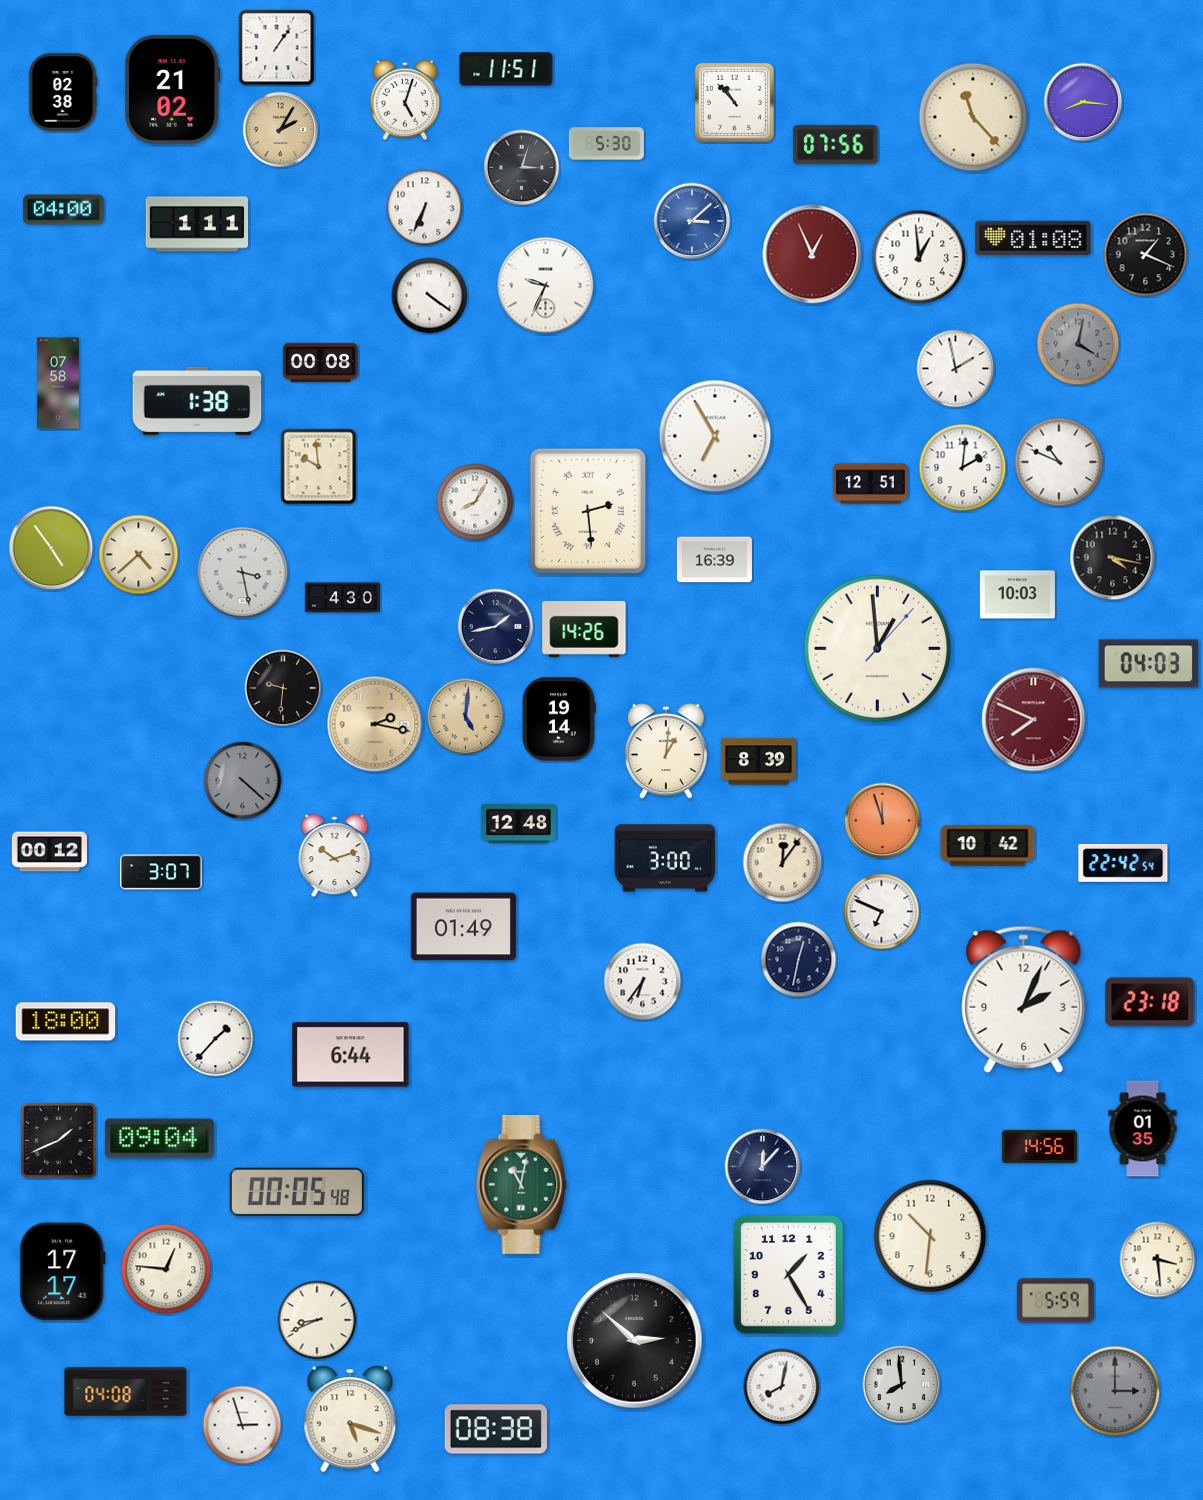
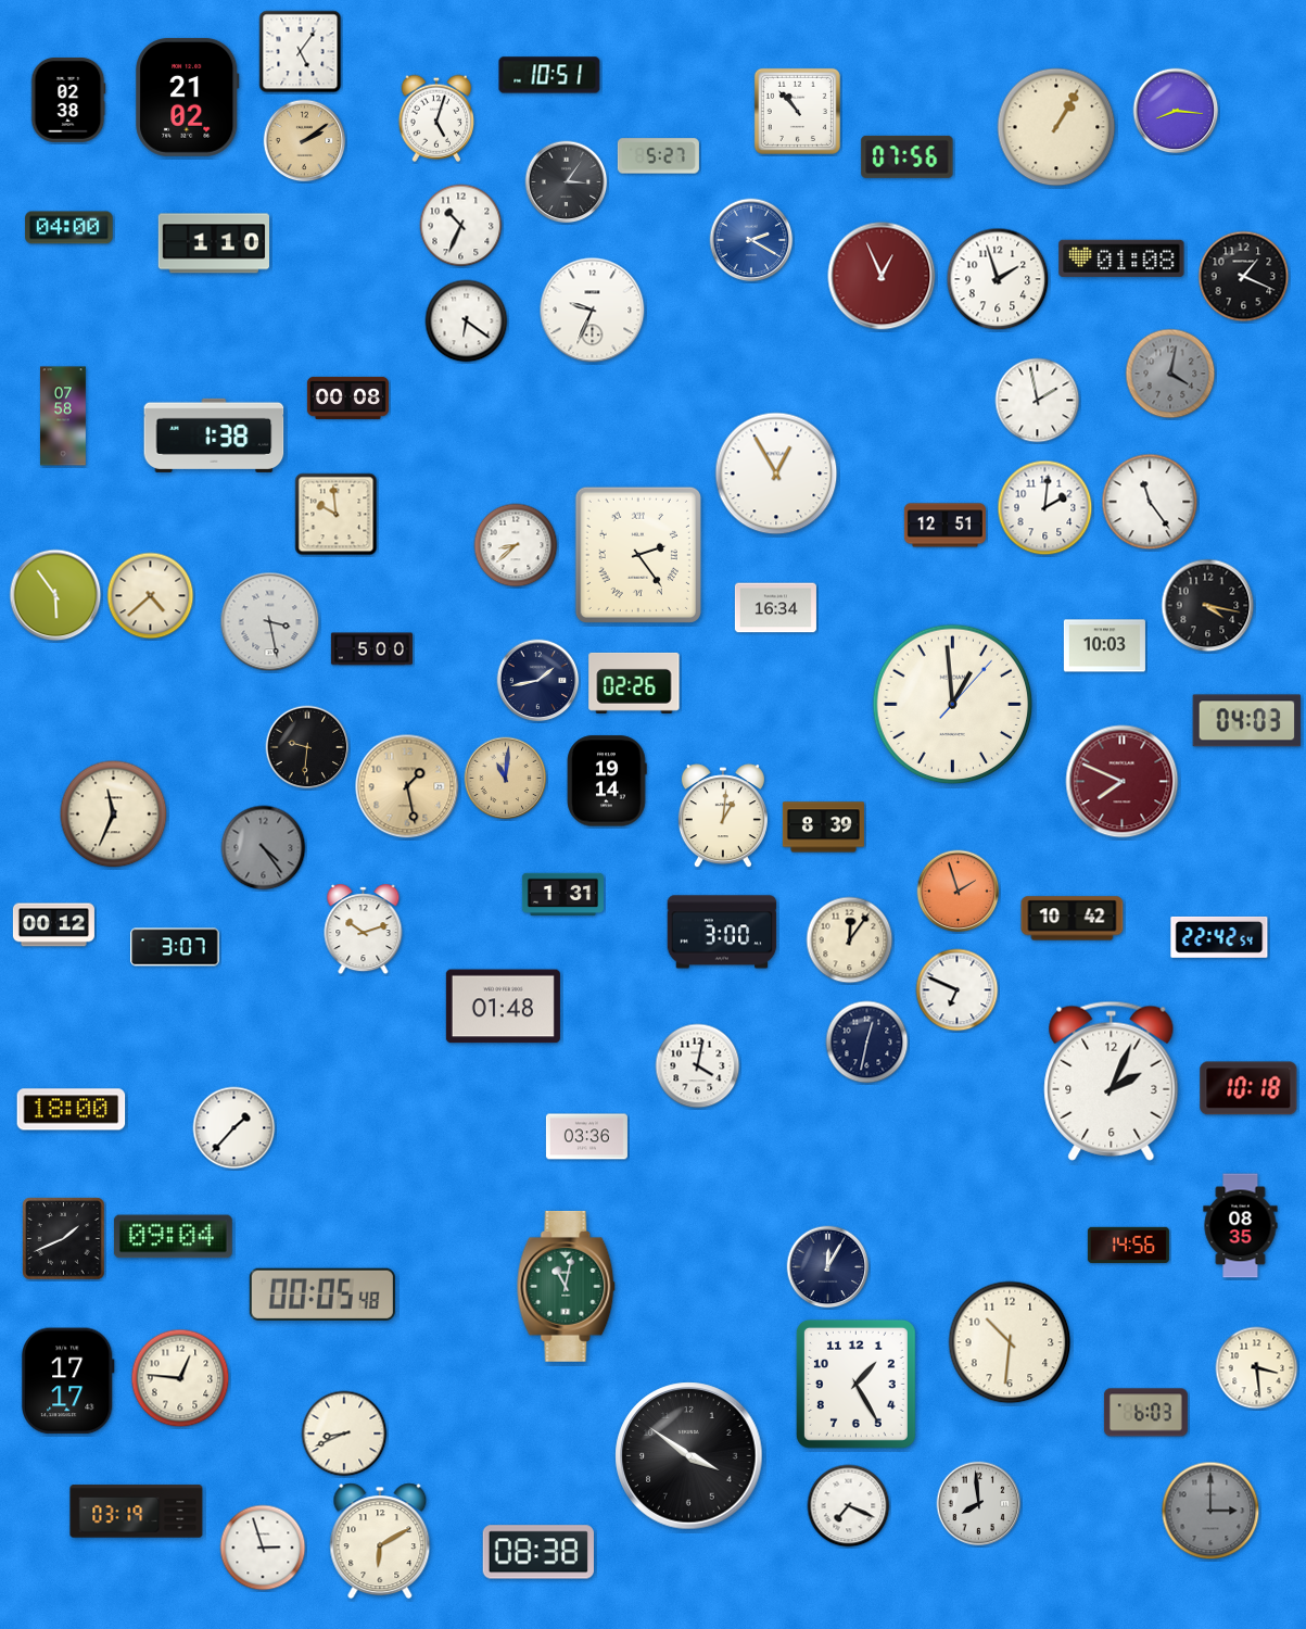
clock at (277, 48): 1:06 -> 5:06
clock at (506, 69): 11:51 -> 10:51
clock at (405, 100) position: (405, 100) -> (436, 118)
clock at (973, 117): 11:23 -> 1:05
clock at (281, 130): 2:05 -> 2:09
clock at (606, 144): 5:30 -> 5:27
clock at (522, 168): 3:03 -> 3:06
clock at (425, 208): 6:34 -> 10:34
clock at (692, 221): 3:08 -> 2:20
clock at (196, 224): 1:11 -> 1:10
clock at (919, 257): 12:59 -> 1:57
clock at (430, 296): 4:21 -> 6:21
clock at (320, 362) position: (320, 362) -> (347, 397)
clock at (715, 436): 6:55 -> 12:55
clock at (1059, 462): 10:49 -> 11:24
clock at (319, 467) position: (319, 467) -> (337, 515)
clock at (475, 502): 8:05 -> 8:38
clock at (588, 511): 2:29 -> 2:24
clock at (51, 548): 4:54 -> 5:54
clock at (139, 555) position: (139, 555) -> (151, 596)
clock at (714, 560): 16:39 -> 16:34
clock at (243, 573) position: (243, 573) -> (270, 622)
clock at (342, 598): 4:30 -> 5:00
clock at (584, 629): 14:26 -> 02:26
clock at (466, 717): 5:01 -> 11:01
clock at (375, 724): 2:17 -> 1:28
clock at (114, 815): none -> 11:34
clock at (243, 781): 4:22 -> 4:24
clock at (883, 821): 11:57 -> 1:57
clock at (518, 823): 12:48 -> 1:31
clock at (783, 863) position: (783, 863) -> (850, 940)
clock at (463, 927): 01:49 -> 01:48
clock at (643, 982): 6:36 -> 4:02
clock at (1024, 999) position: (1024, 999) -> (1112, 1081)
clock at (1150, 1002): 23:18 -> 10:18
clock at (586, 1137): none -> 03:36
clock at (351, 1055): 6:44 -> none
clock at (1143, 1129): 01:35 -> 08:35
clock at (763, 1167): 12:07 -> 12:05
clock at (1055, 1301): 5:59 -> 6:03
clock at (635, 1341): 2:52 -> 3:51
clock at (782, 1387): 8:02 -> 7:19
clock at (126, 1392): 04:08 -> 03:19
clock at (350, 1419): 5:18 -> 6:10
